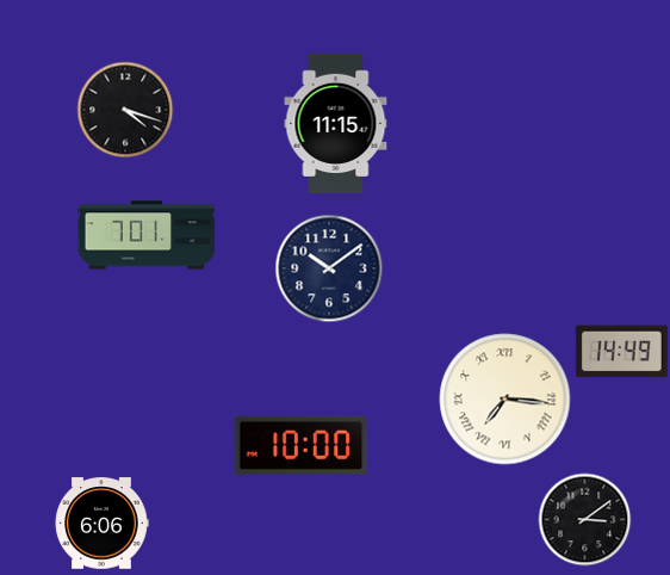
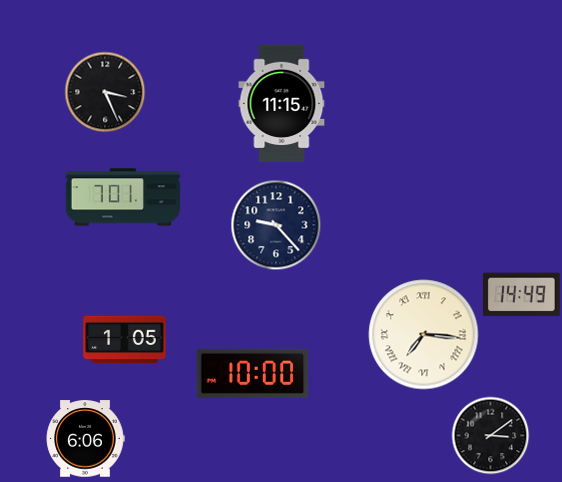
clock at (125, 110): 4:18 -> 3:26
clock at (329, 268): 10:09 -> 9:23
clock at (125, 340): none -> 1:05
